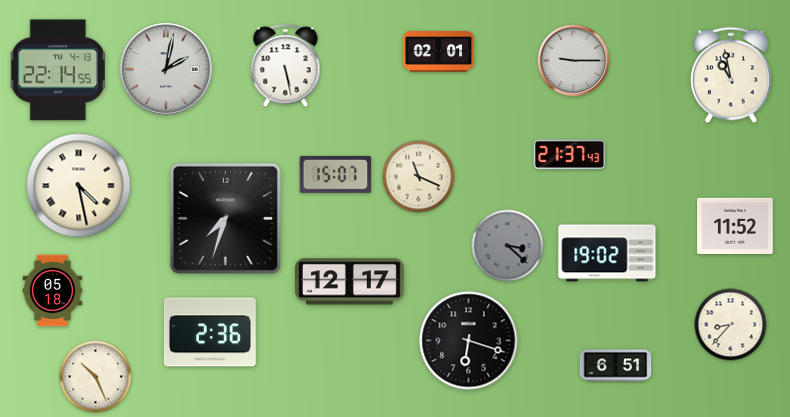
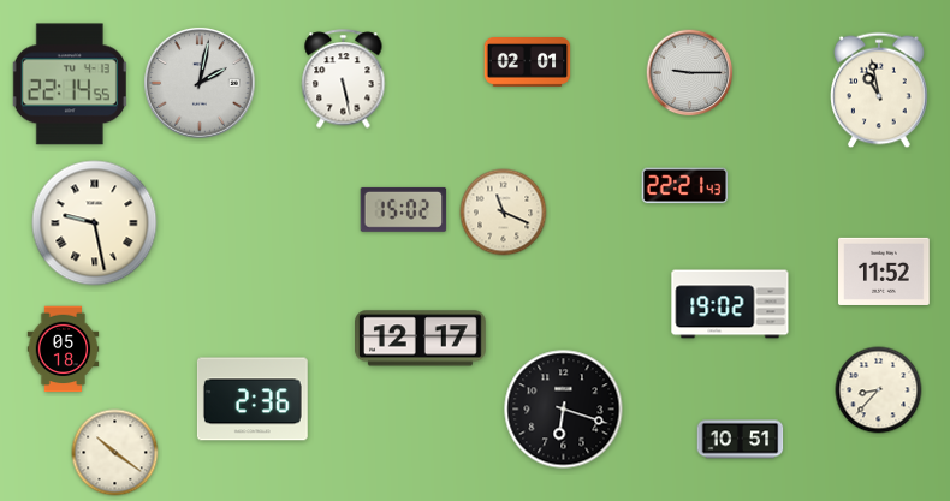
clock at (570, 155): 21:37 -> 22:21
clock at (336, 174): 15:07 -> 15:02
clock at (79, 186): 4:28 -> 9:28
clock at (225, 218): 7:33 -> none
clock at (508, 246): 3:22 -> none
clock at (616, 366): 6:51 -> 10:51
clock at (96, 377): 10:26 -> 10:21
